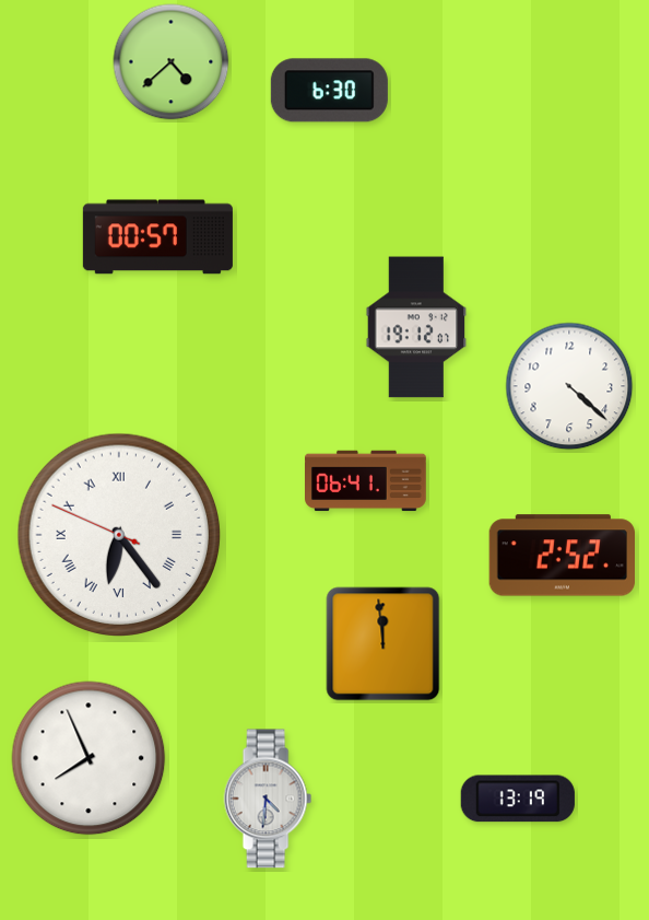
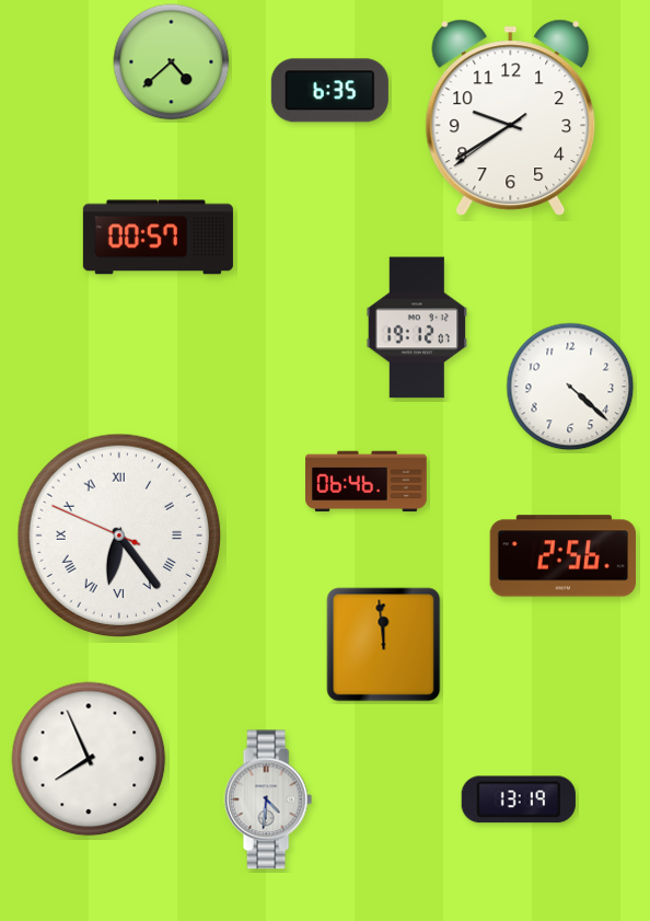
clock at (329, 91): 6:30 -> 6:35
clock at (511, 118): none -> 9:39
clock at (366, 481): 06:41 -> 06:46
clock at (562, 556): 2:52 -> 2:56
